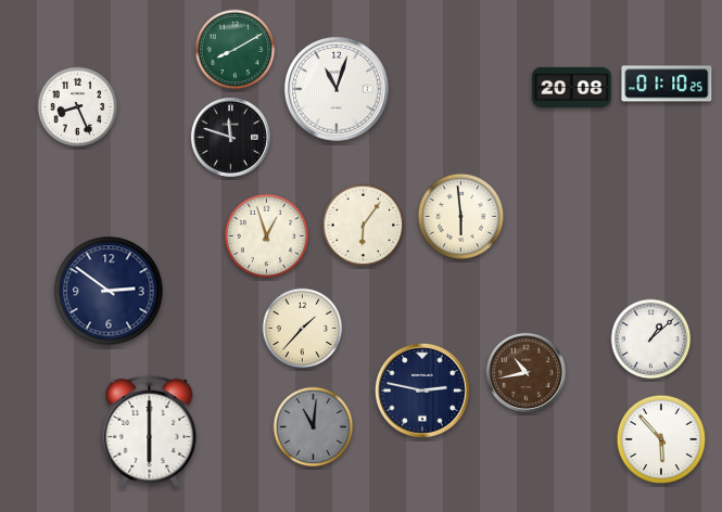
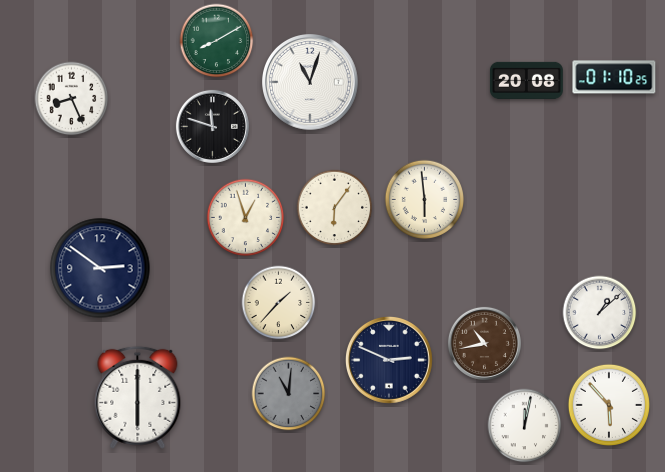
clock at (236, 50) position: (236, 50) -> (217, 41)
clock at (422, 391): 2:47 -> 2:49
clock at (525, 426): none -> 12:02
